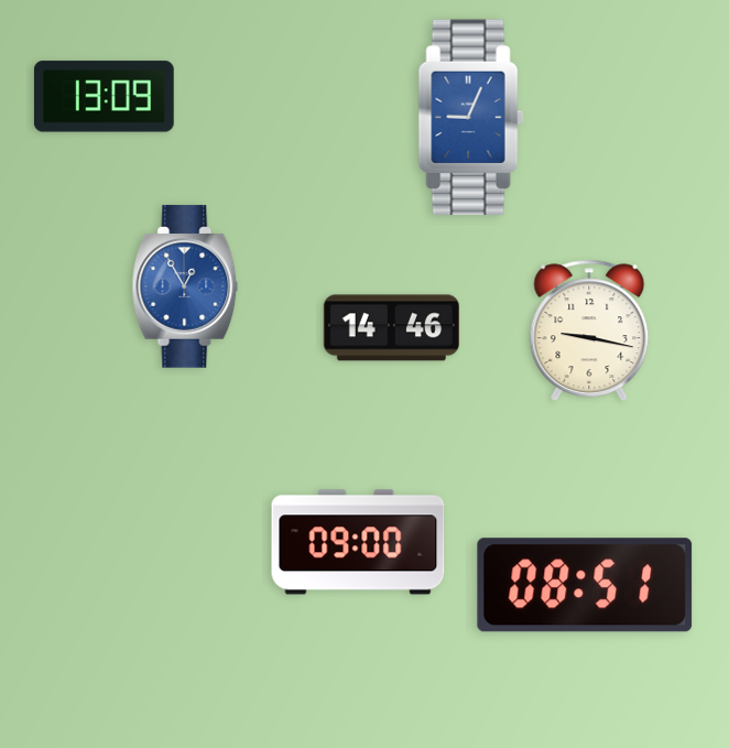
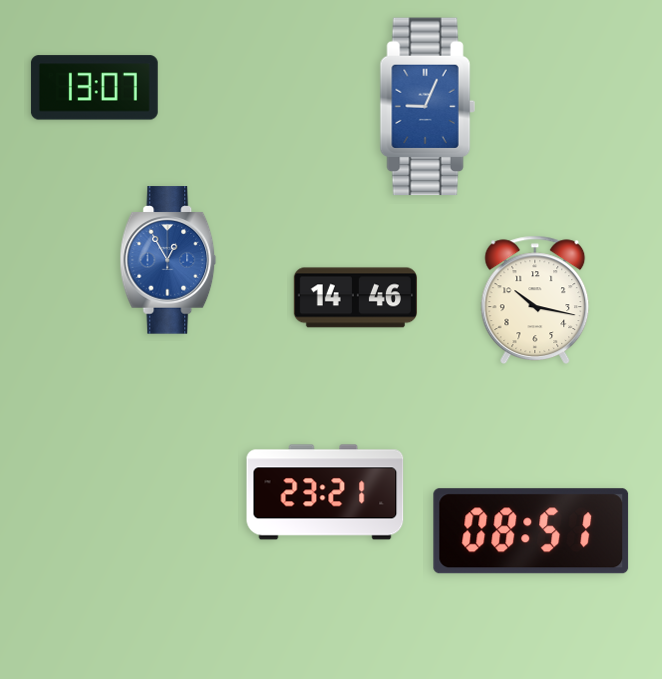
clock at (104, 97): 13:09 -> 13:07
clock at (589, 329): 9:17 -> 10:17
clock at (358, 542): 09:00 -> 23:21
